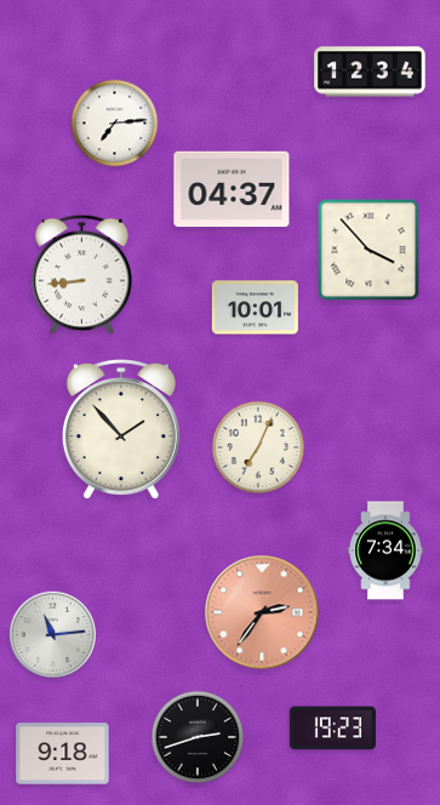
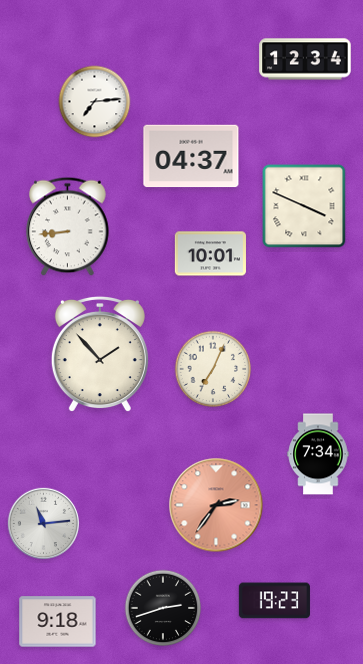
clock at (368, 250): 3:53 -> 3:49
clock at (63, 754) position: (63, 754) -> (58, 622)
